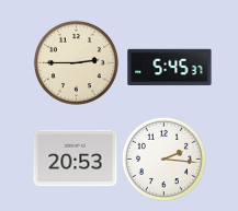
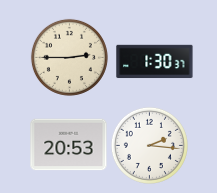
clock at (170, 68): 5:45 -> 1:30
